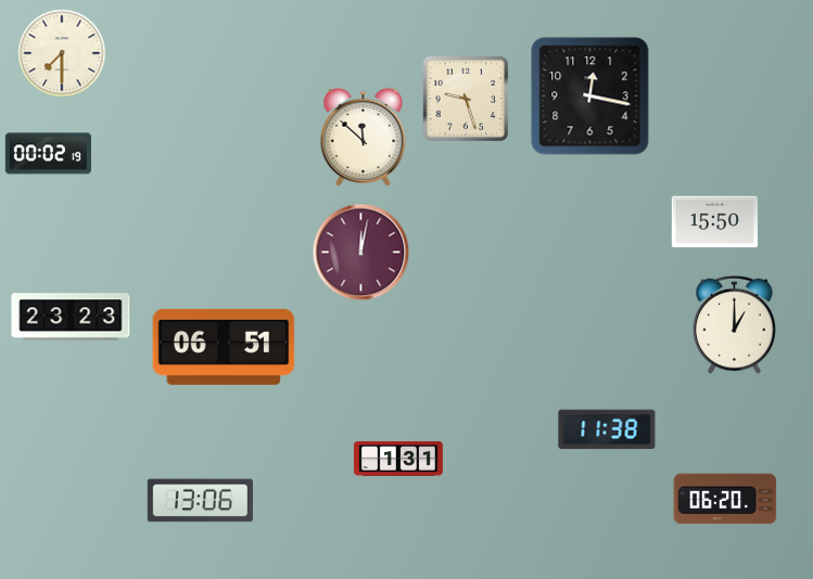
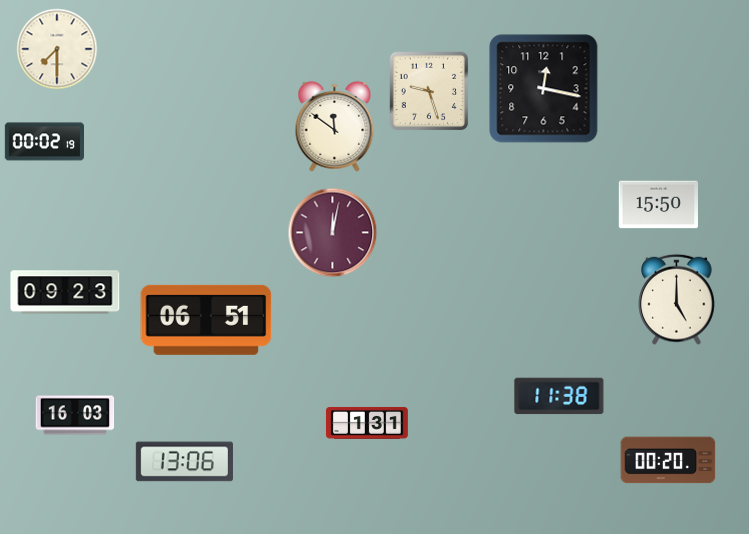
clock at (364, 137): 11:52 -> 11:51
clock at (71, 317): 23:23 -> 09:23
clock at (735, 324): 1:00 -> 5:00
clock at (75, 415): none -> 16:03
clock at (725, 499): 06:20 -> 00:20
